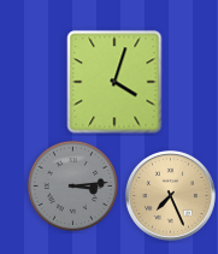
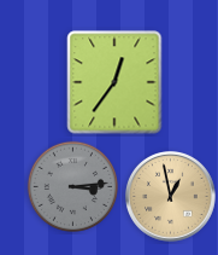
clock at (114, 82): 4:03 -> 12:36
clock at (171, 196): 7:26 -> 12:58
